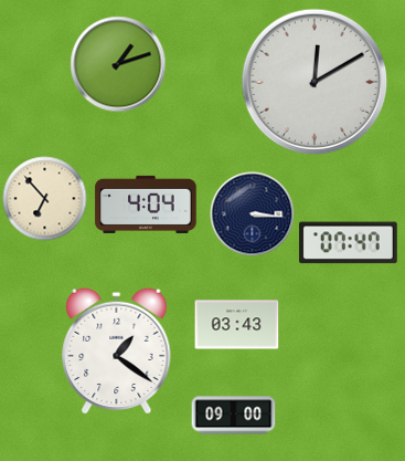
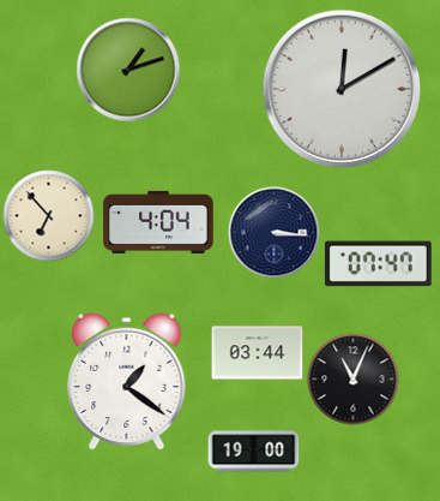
clock at (237, 325): 03:43 -> 03:44
clock at (354, 380): none -> 11:04
clock at (234, 416): 09:00 -> 19:00
